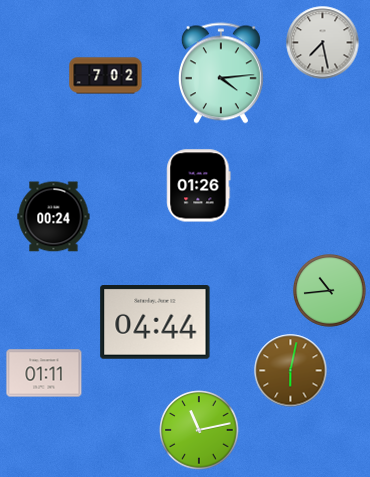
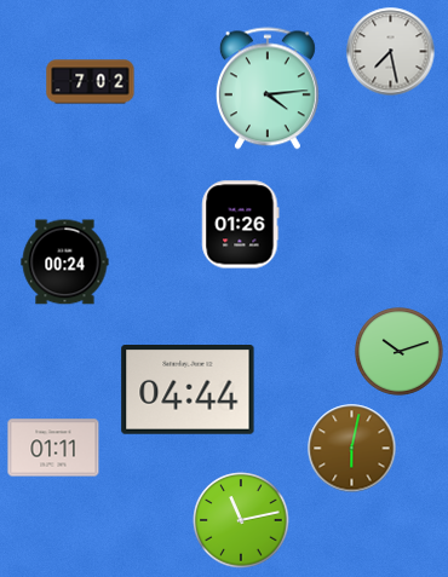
clock at (106, 76) position: (106, 76) -> (91, 82)
clock at (330, 291): 10:44 -> 10:12
clock at (44, 373) position: (44, 373) -> (53, 448)
